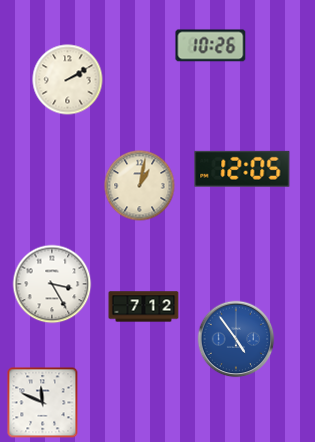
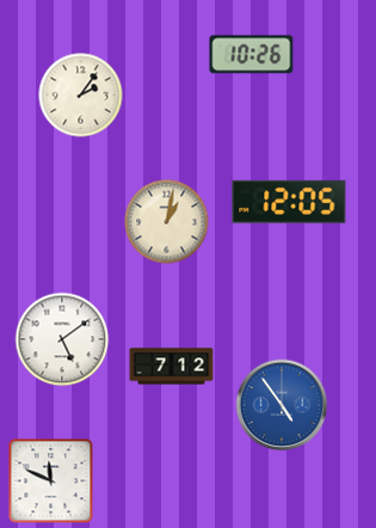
clock at (68, 80): 2:10 -> 2:06
clock at (52, 284): 3:25 -> 5:09
